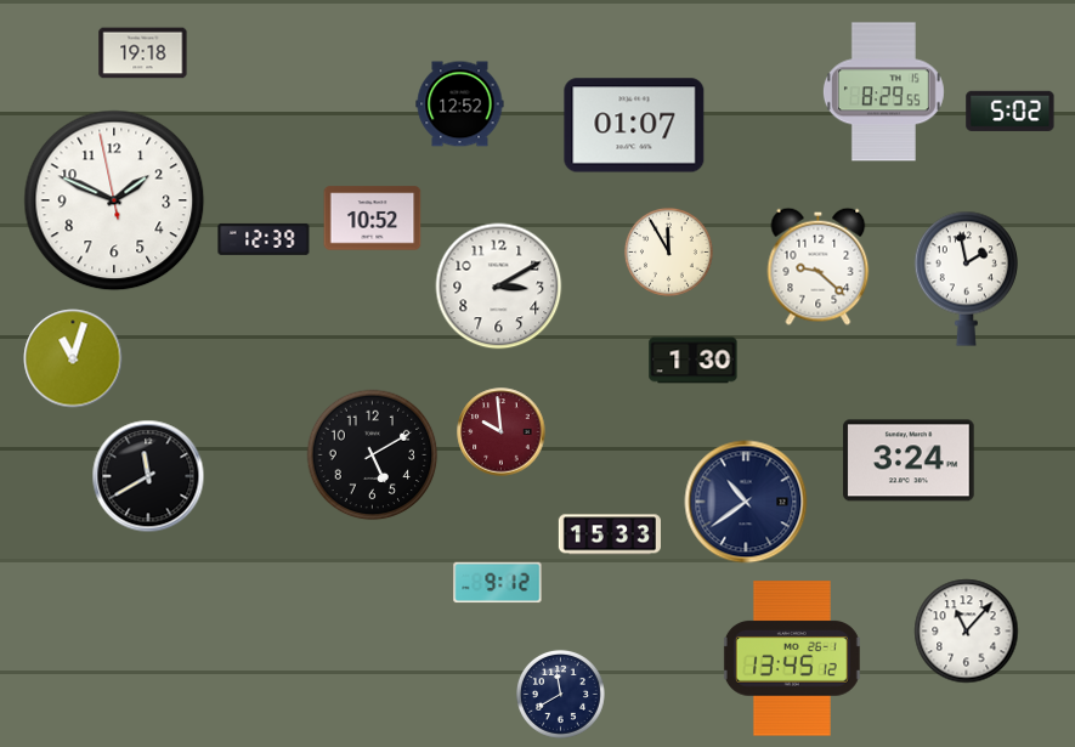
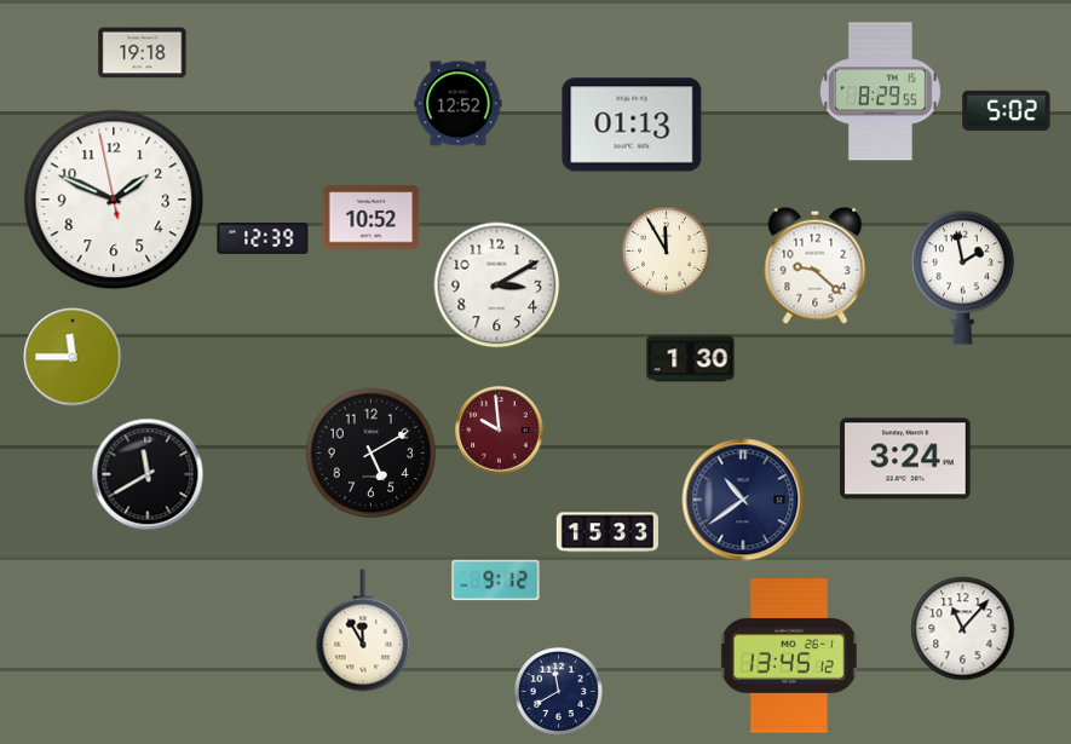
clock at (634, 125): 01:07 -> 01:13
clock at (73, 358): 11:03 -> 11:45
clock at (363, 630): none -> 11:55
